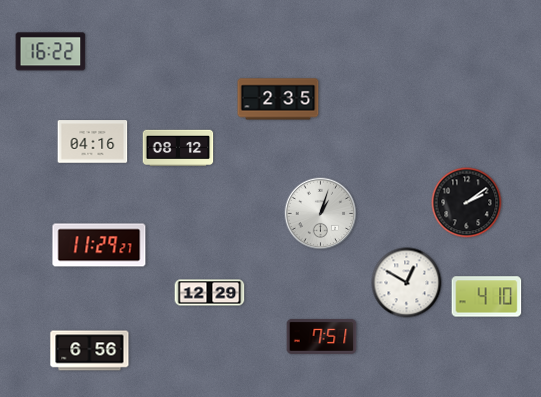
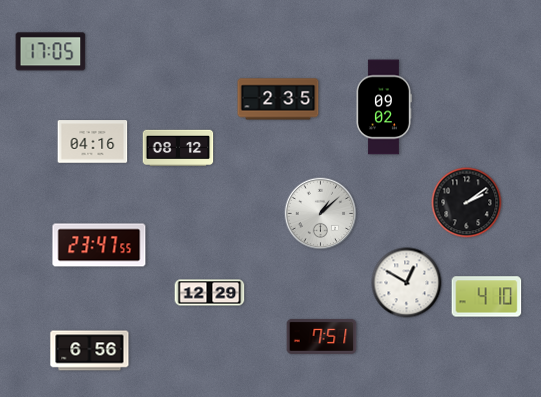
clock at (51, 52): 16:22 -> 17:05
clock at (384, 107): none -> 09:02
clock at (321, 214): 1:03 -> 1:08
clock at (99, 245): 11:29 -> 23:47
